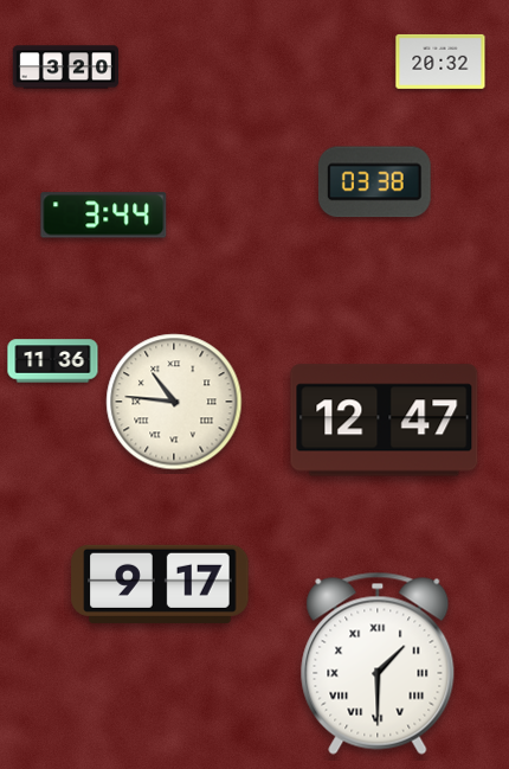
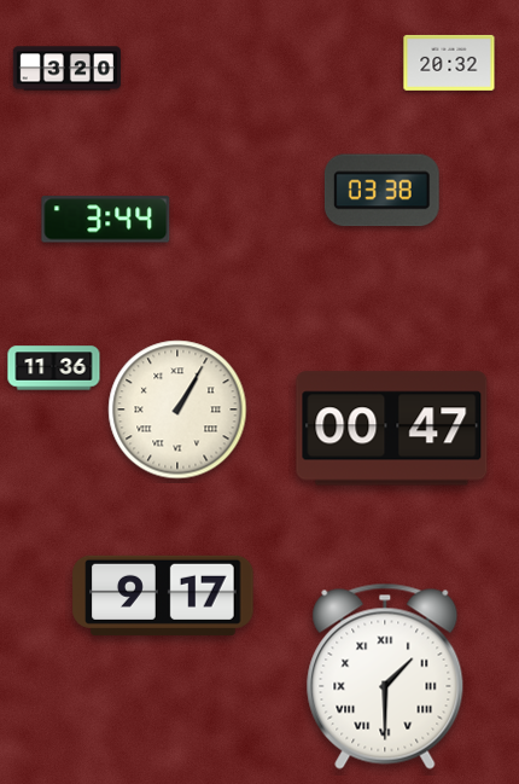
clock at (374, 182) position: (374, 182) -> (381, 191)
clock at (174, 402): 10:46 -> 1:05
clock at (385, 421): 12:47 -> 00:47
